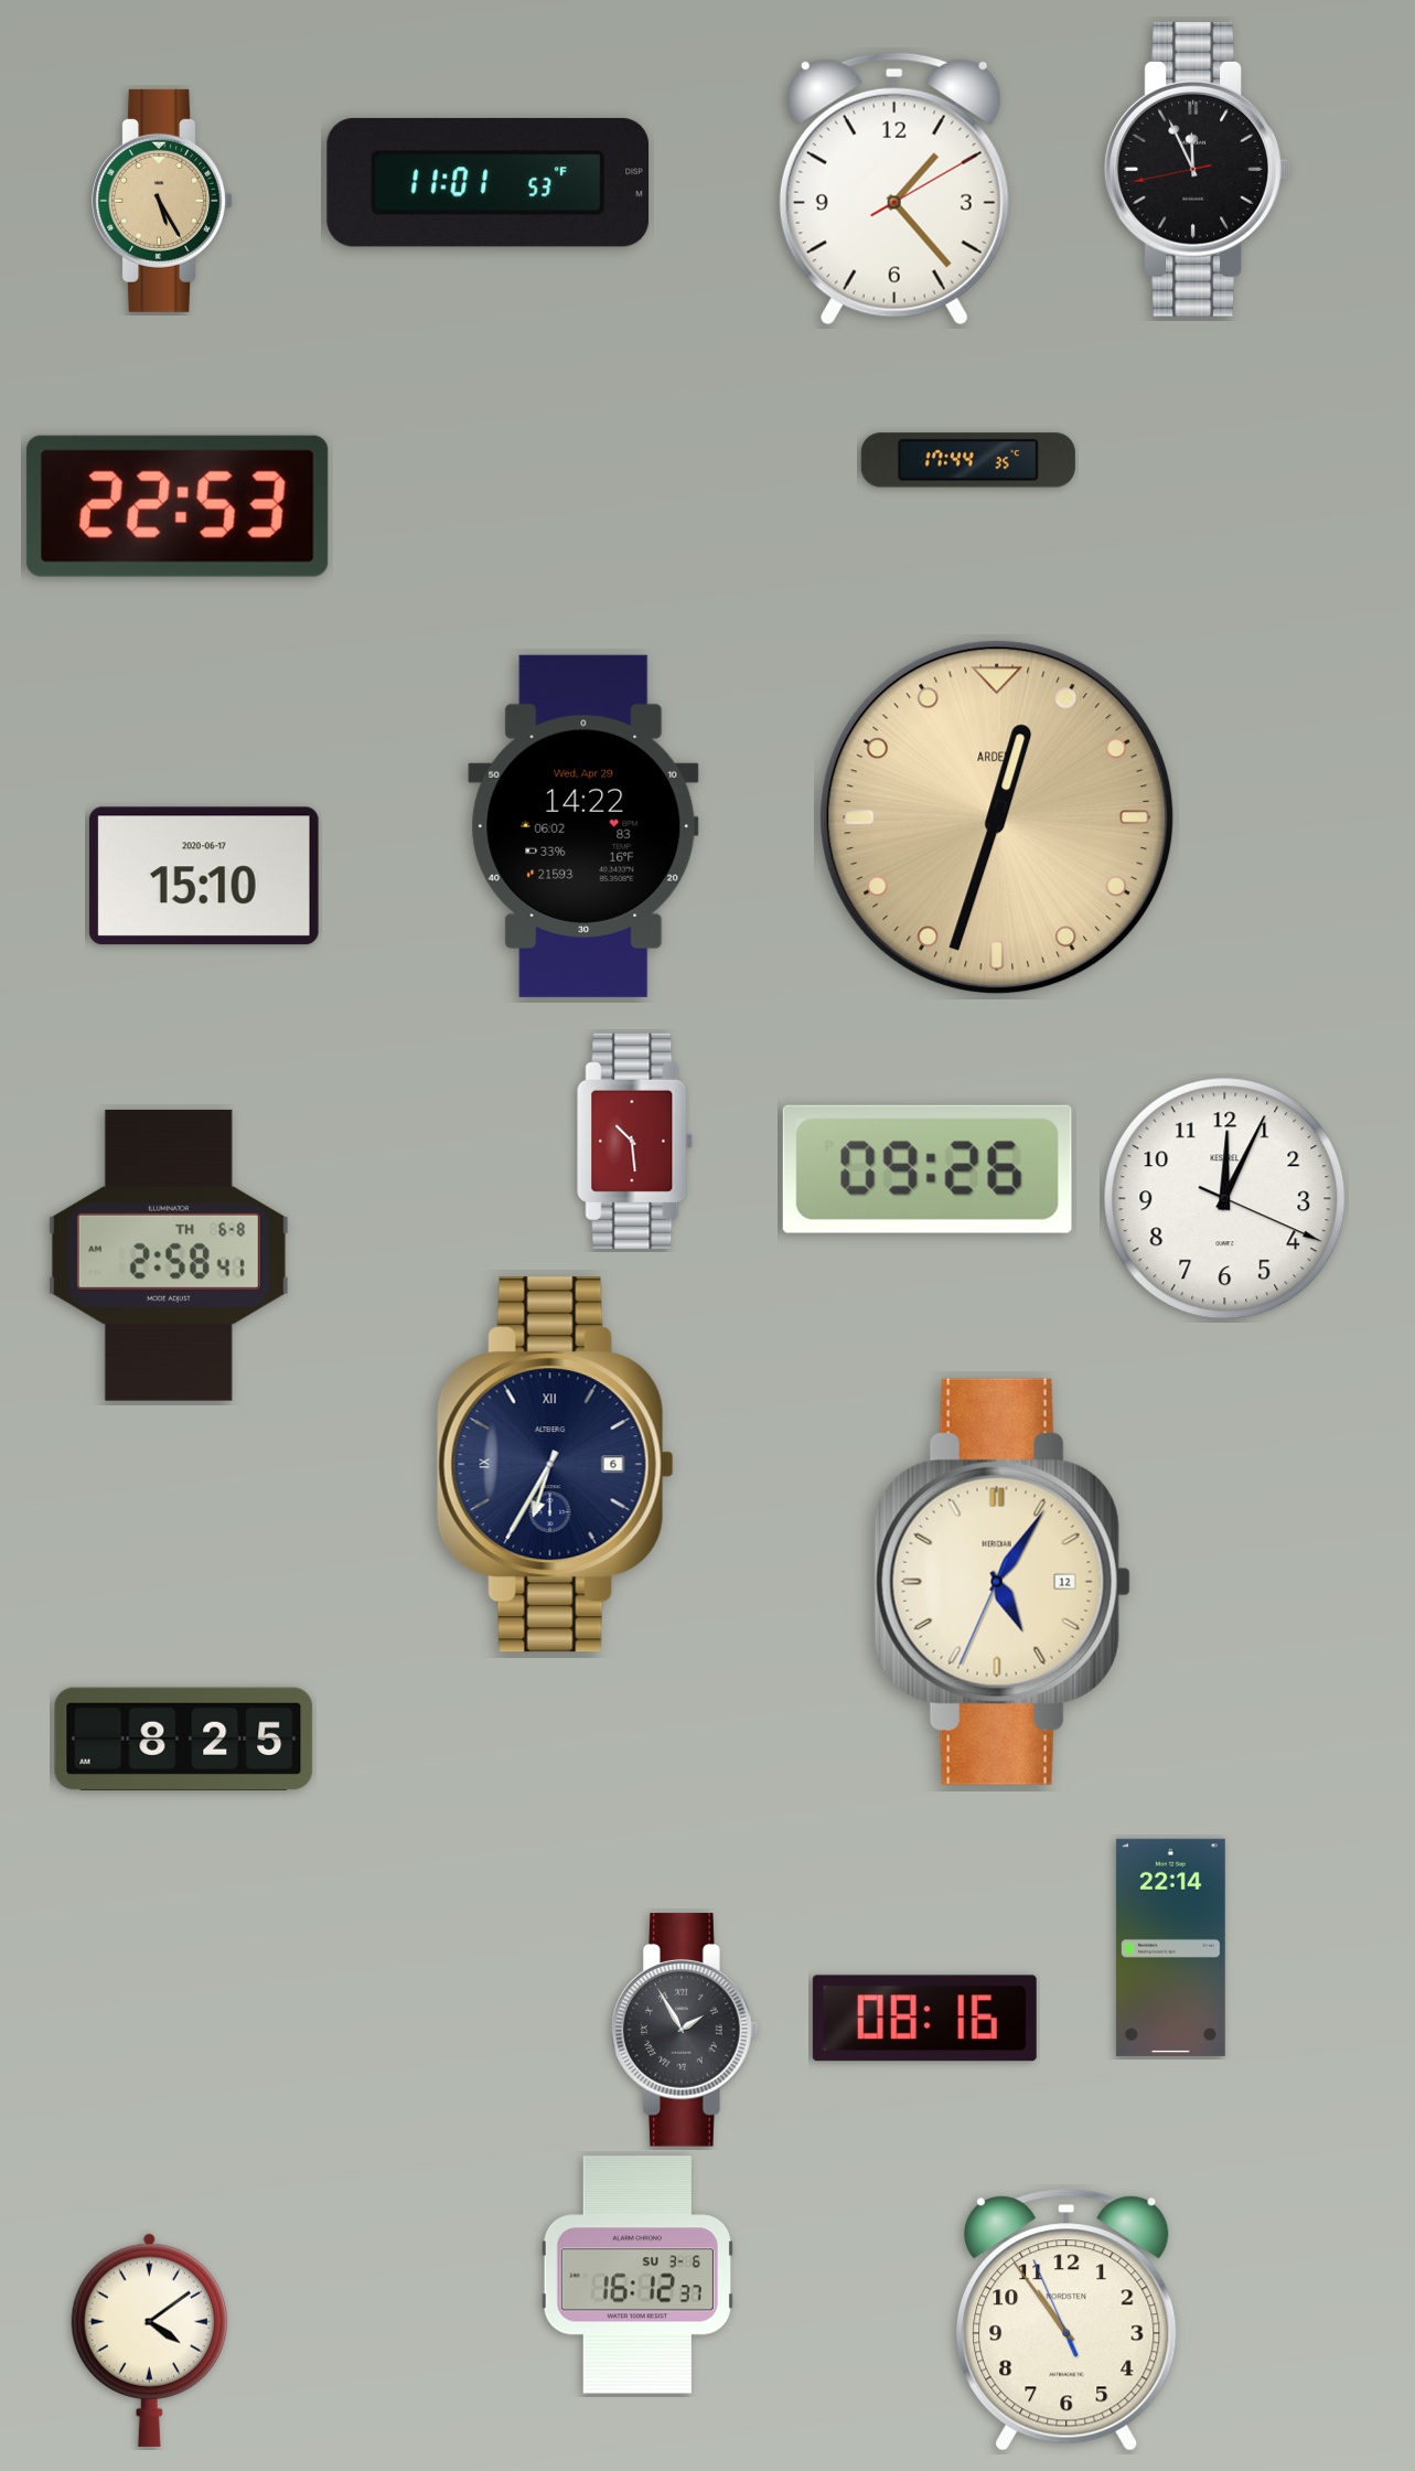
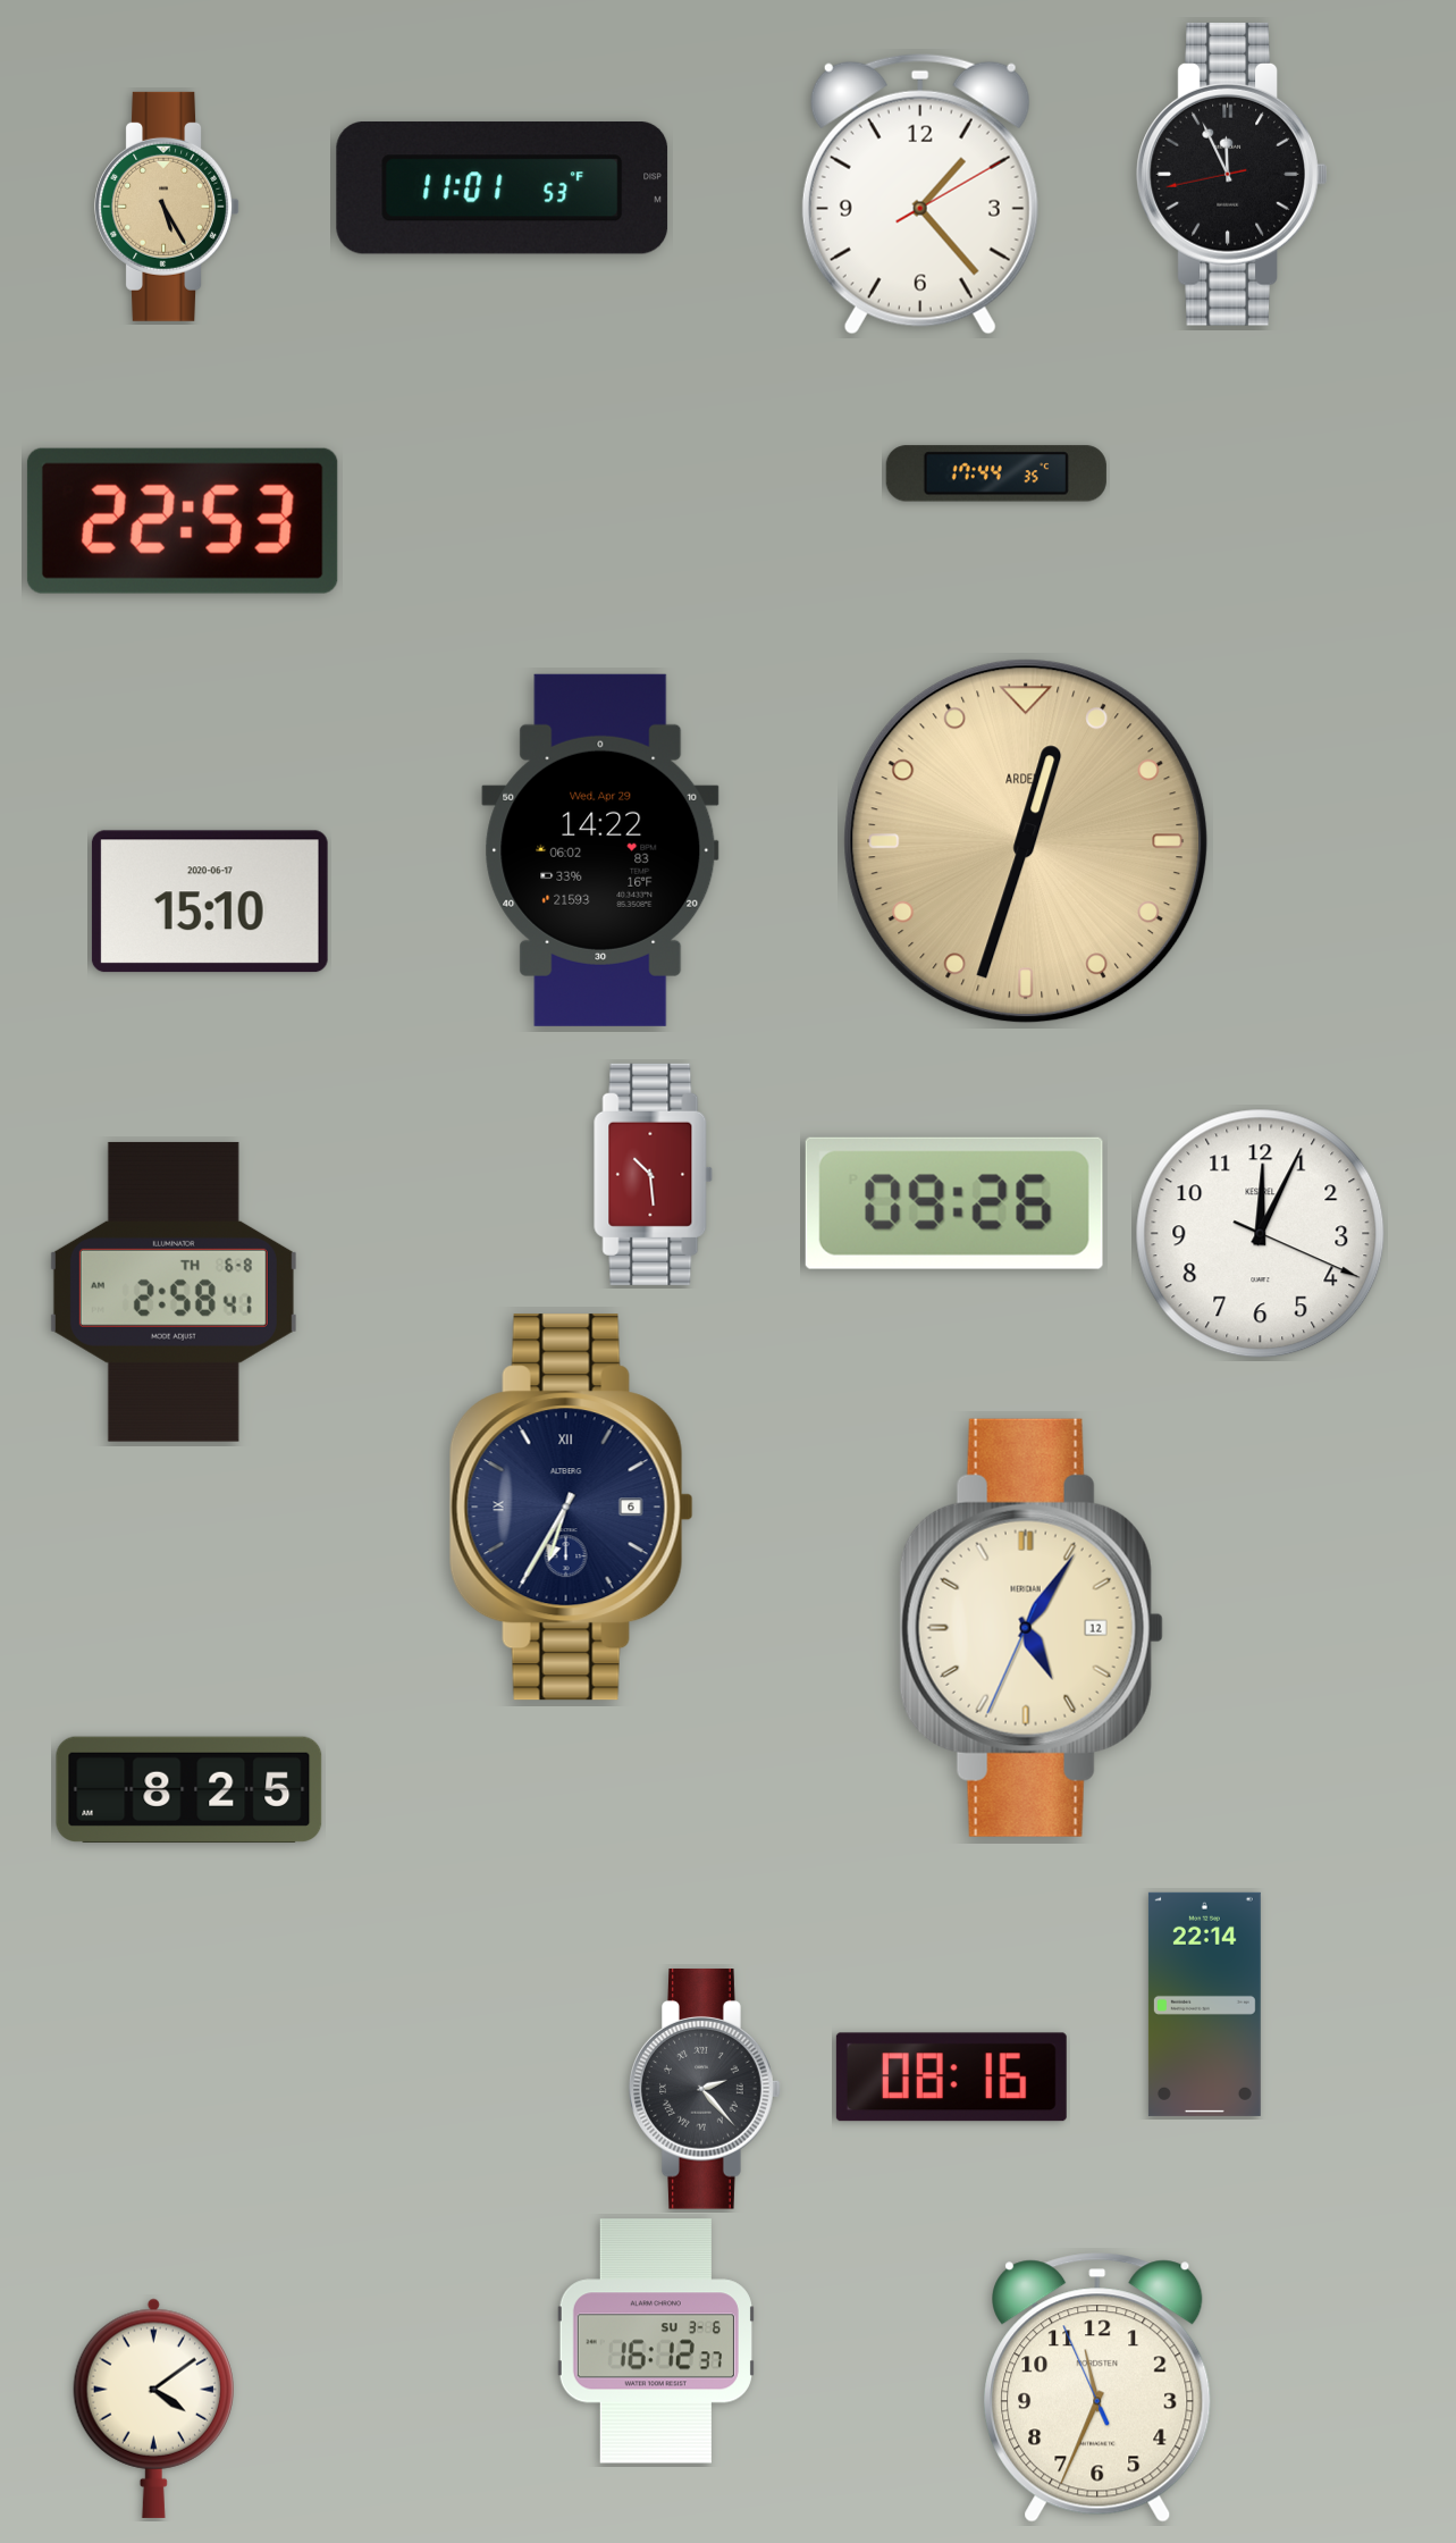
clock at (685, 2030): 1:55 -> 2:23
clock at (1066, 2320): 10:53 -> 11:33
